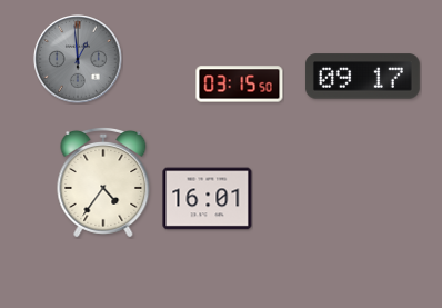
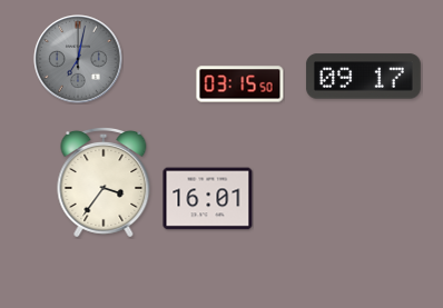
clock at (78, 59): 12:59 -> 7:02
clock at (103, 182): 4:36 -> 3:36
